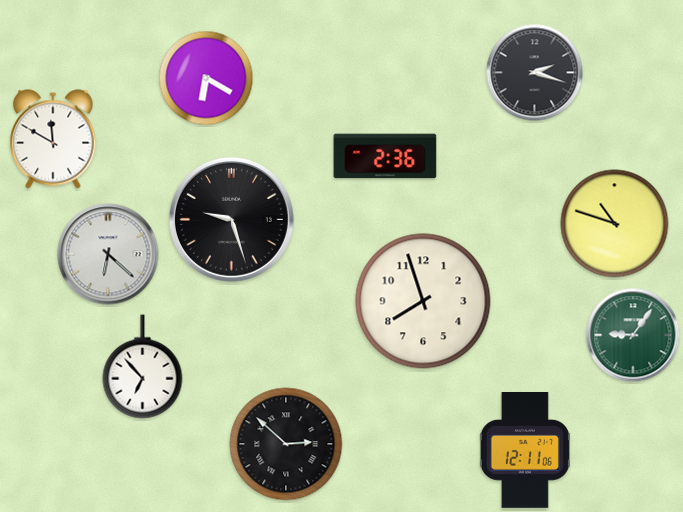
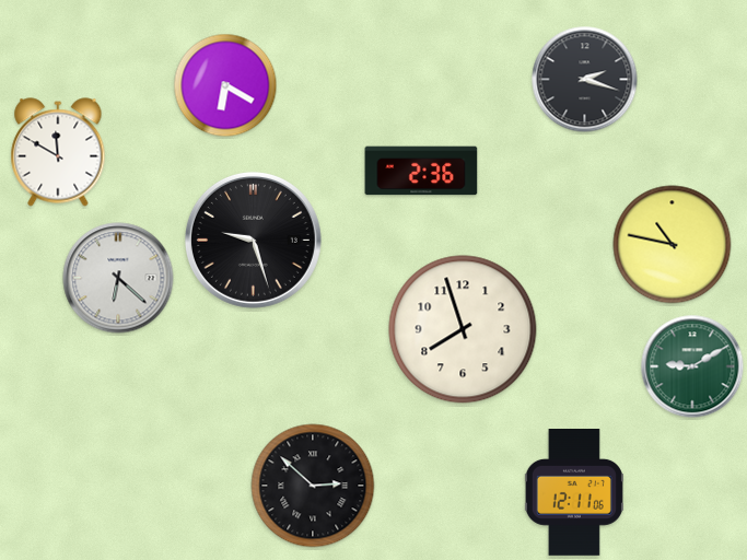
clock at (615, 224): 10:48 -> 10:47
clock at (633, 335): 9:06 -> 9:10
clock at (143, 367): 6:53 -> none
